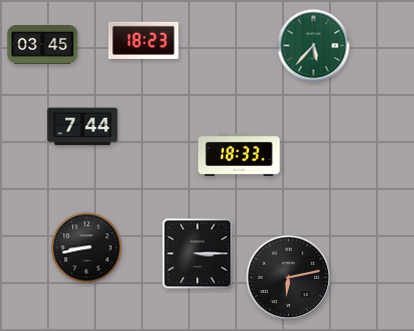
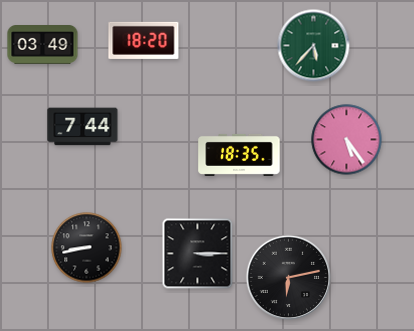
clock at (144, 40): 18:23 -> 18:20
clock at (43, 45): 03:45 -> 03:49
clock at (347, 140): none -> 5:24
clock at (239, 155): 18:33 -> 18:35
